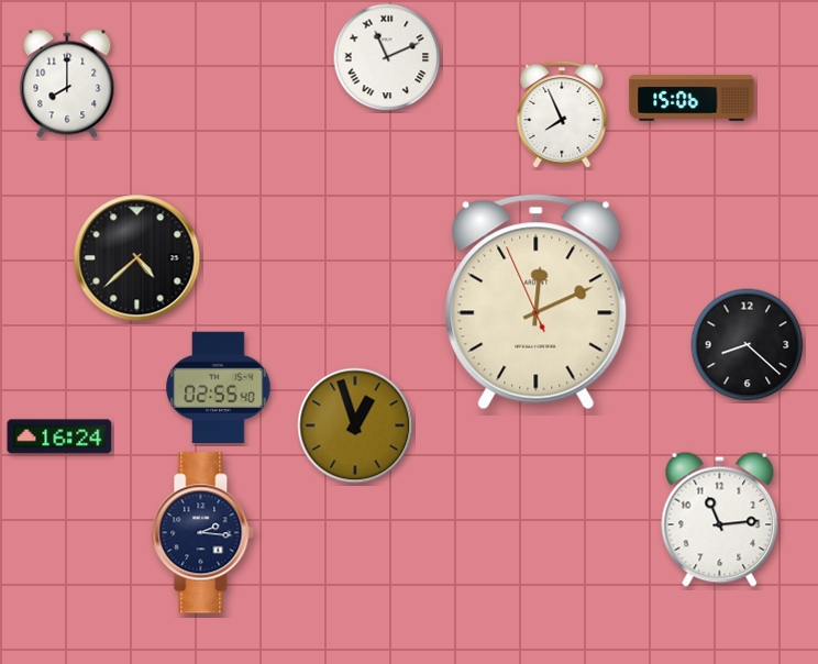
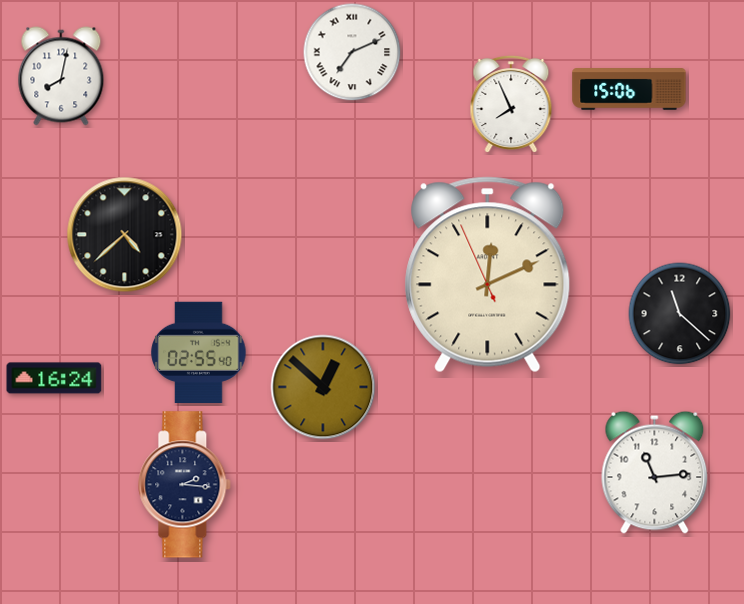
clock at (387, 57): 11:11 -> 7:11
clock at (67, 84): 8:00 -> 8:02
clock at (748, 345): 8:22 -> 11:22
clock at (355, 425): 12:57 -> 12:52
clock at (59, 436) position: (59, 436) -> (54, 378)
